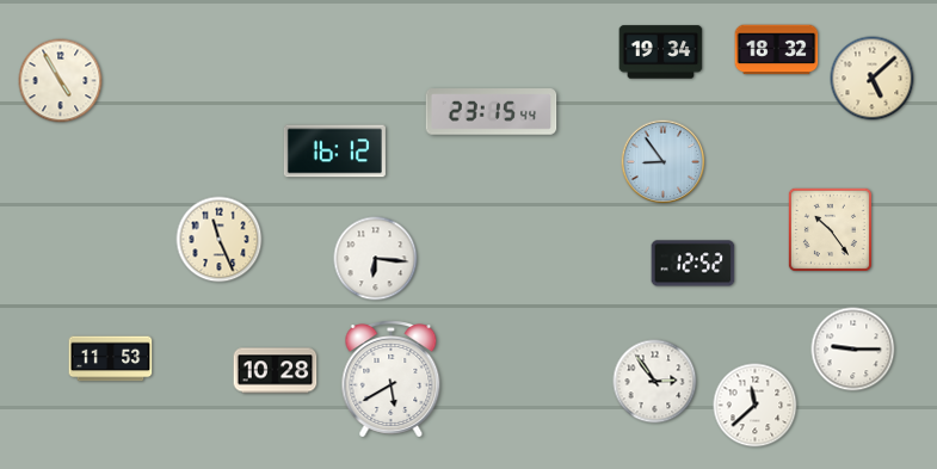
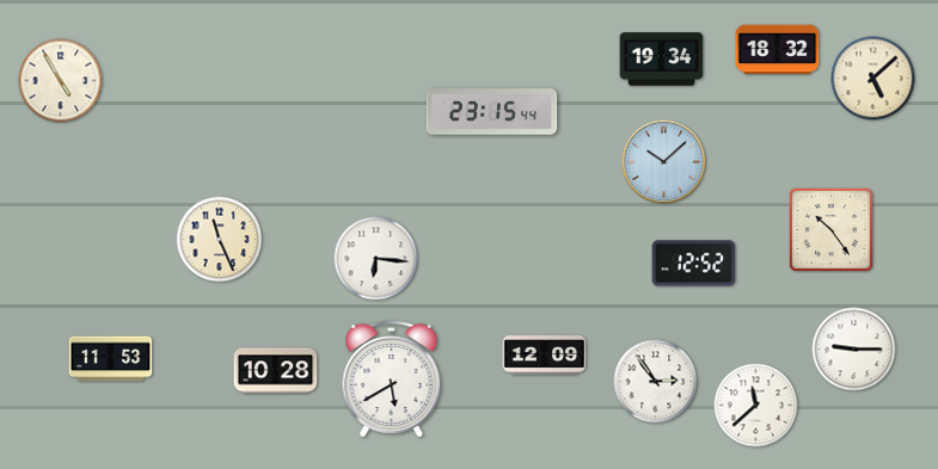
clock at (661, 53) position: (661, 53) -> (662, 60)
clock at (334, 152): 16:12 -> none
clock at (664, 162): 8:54 -> 10:08
clock at (545, 356): none -> 12:09
